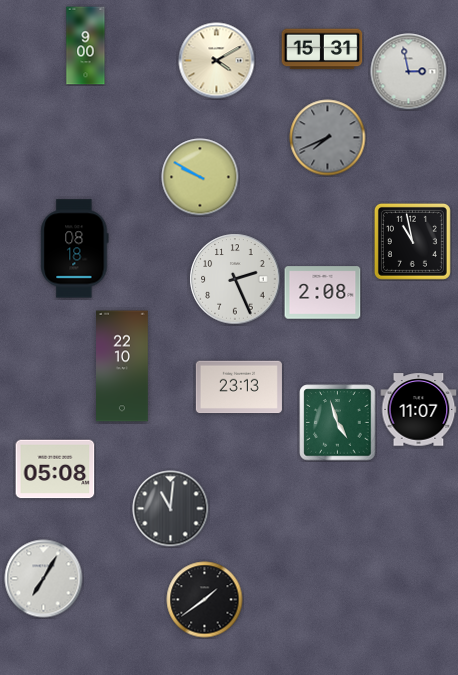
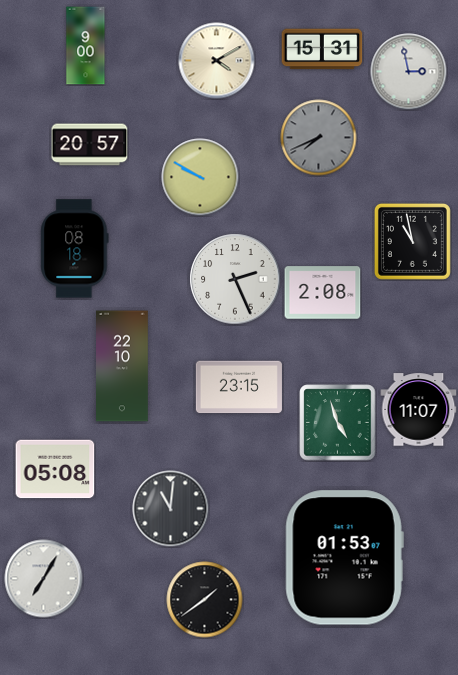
clock at (328, 138) position: (328, 138) -> (319, 138)
clock at (90, 145): none -> 20:57
clock at (239, 387): 23:13 -> 23:15
clock at (344, 558): none -> 01:53
